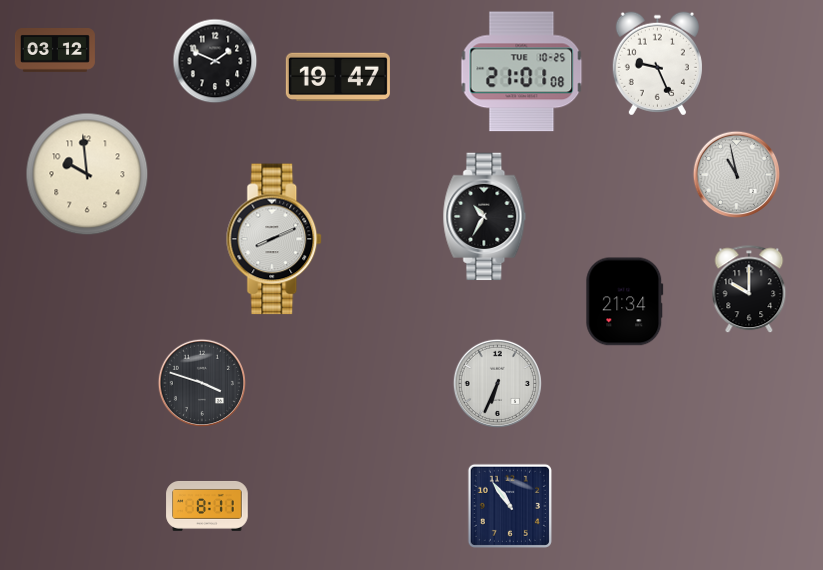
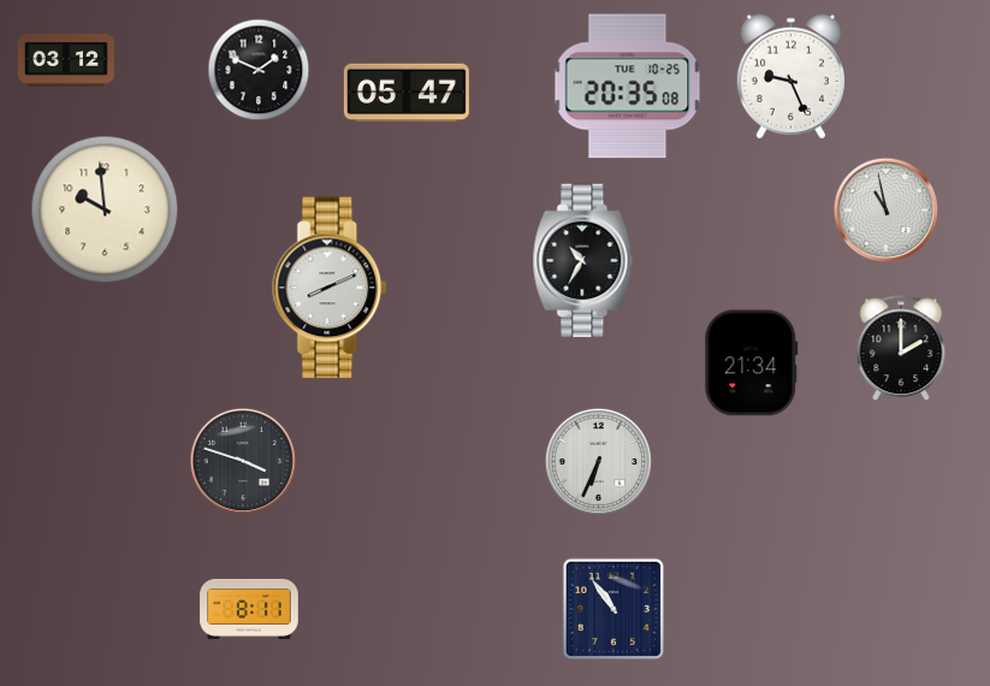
clock at (215, 61) position: (215, 61) -> (259, 70)
clock at (522, 72): 21:01 -> 20:35
clock at (338, 77): 19:47 -> 05:47
clock at (749, 290): 10:00 -> 2:00
